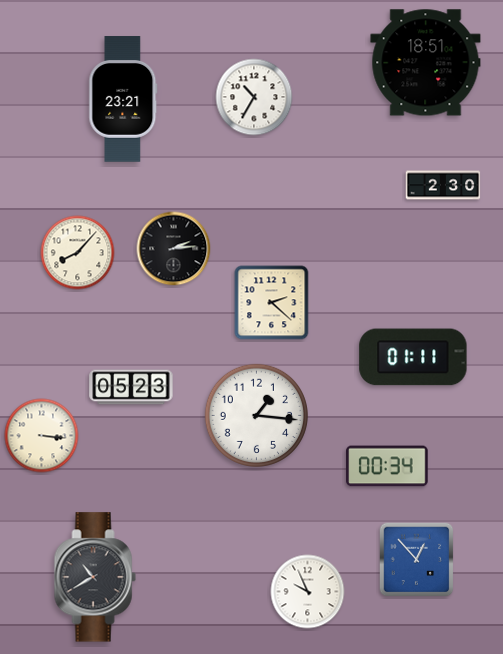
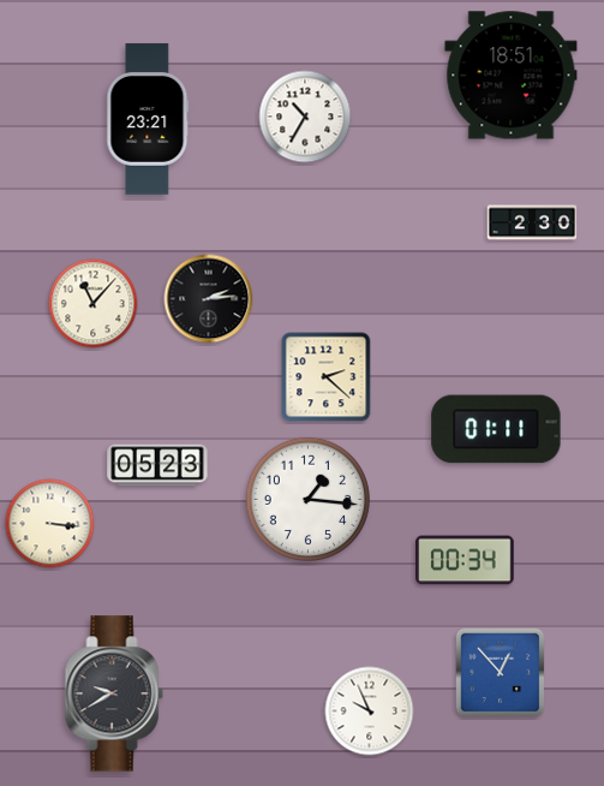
clock at (78, 253): 8:07 -> 11:07
clock at (272, 303) position: (272, 303) -> (327, 377)
clock at (95, 577): 10:40 -> 9:40
